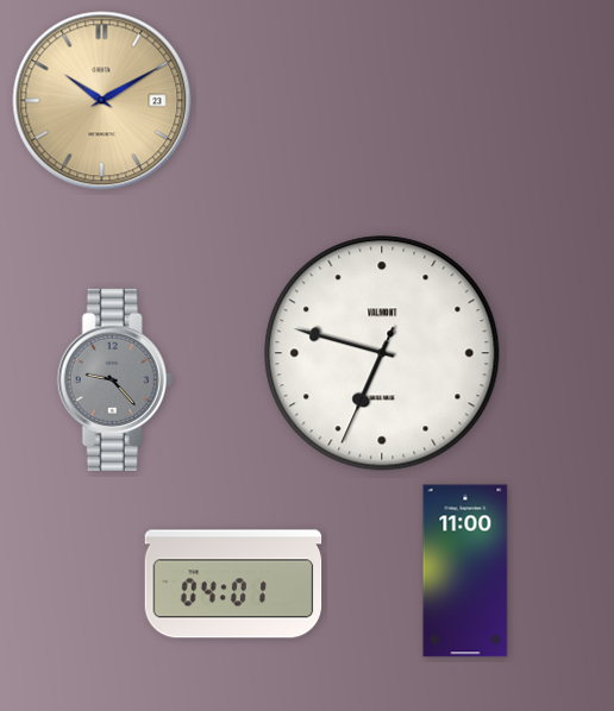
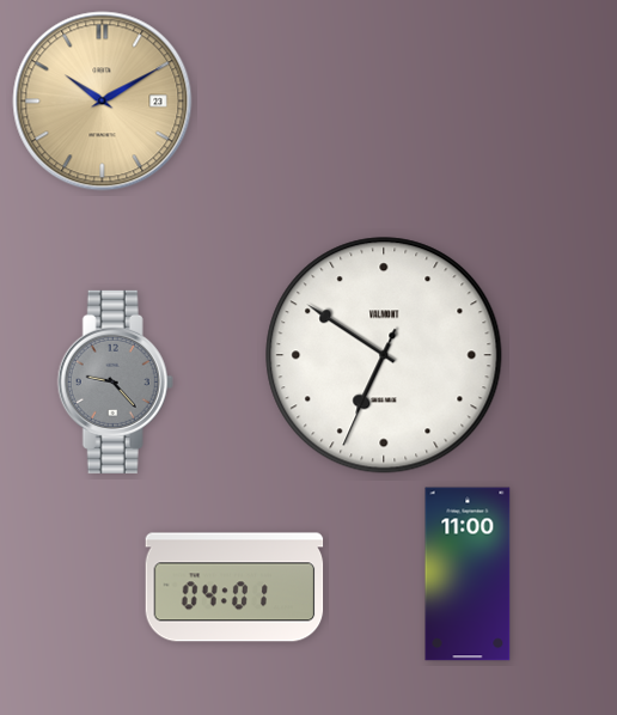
clock at (382, 353): 6:47 -> 6:50
